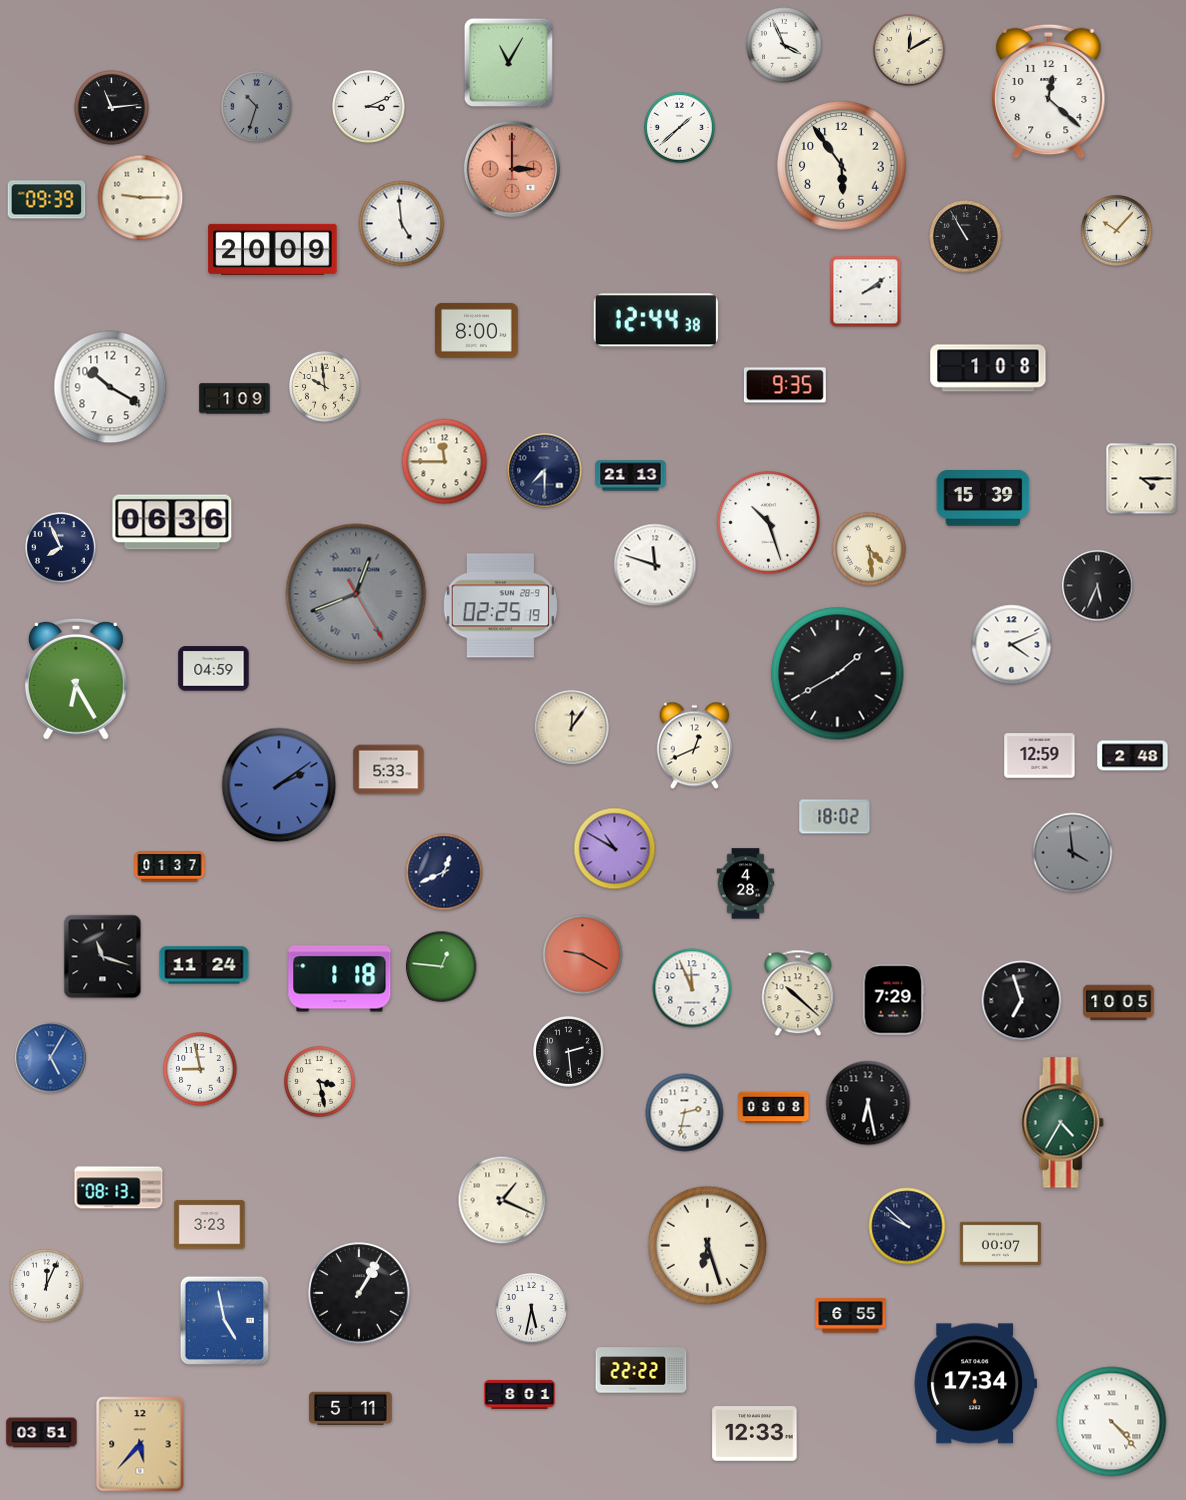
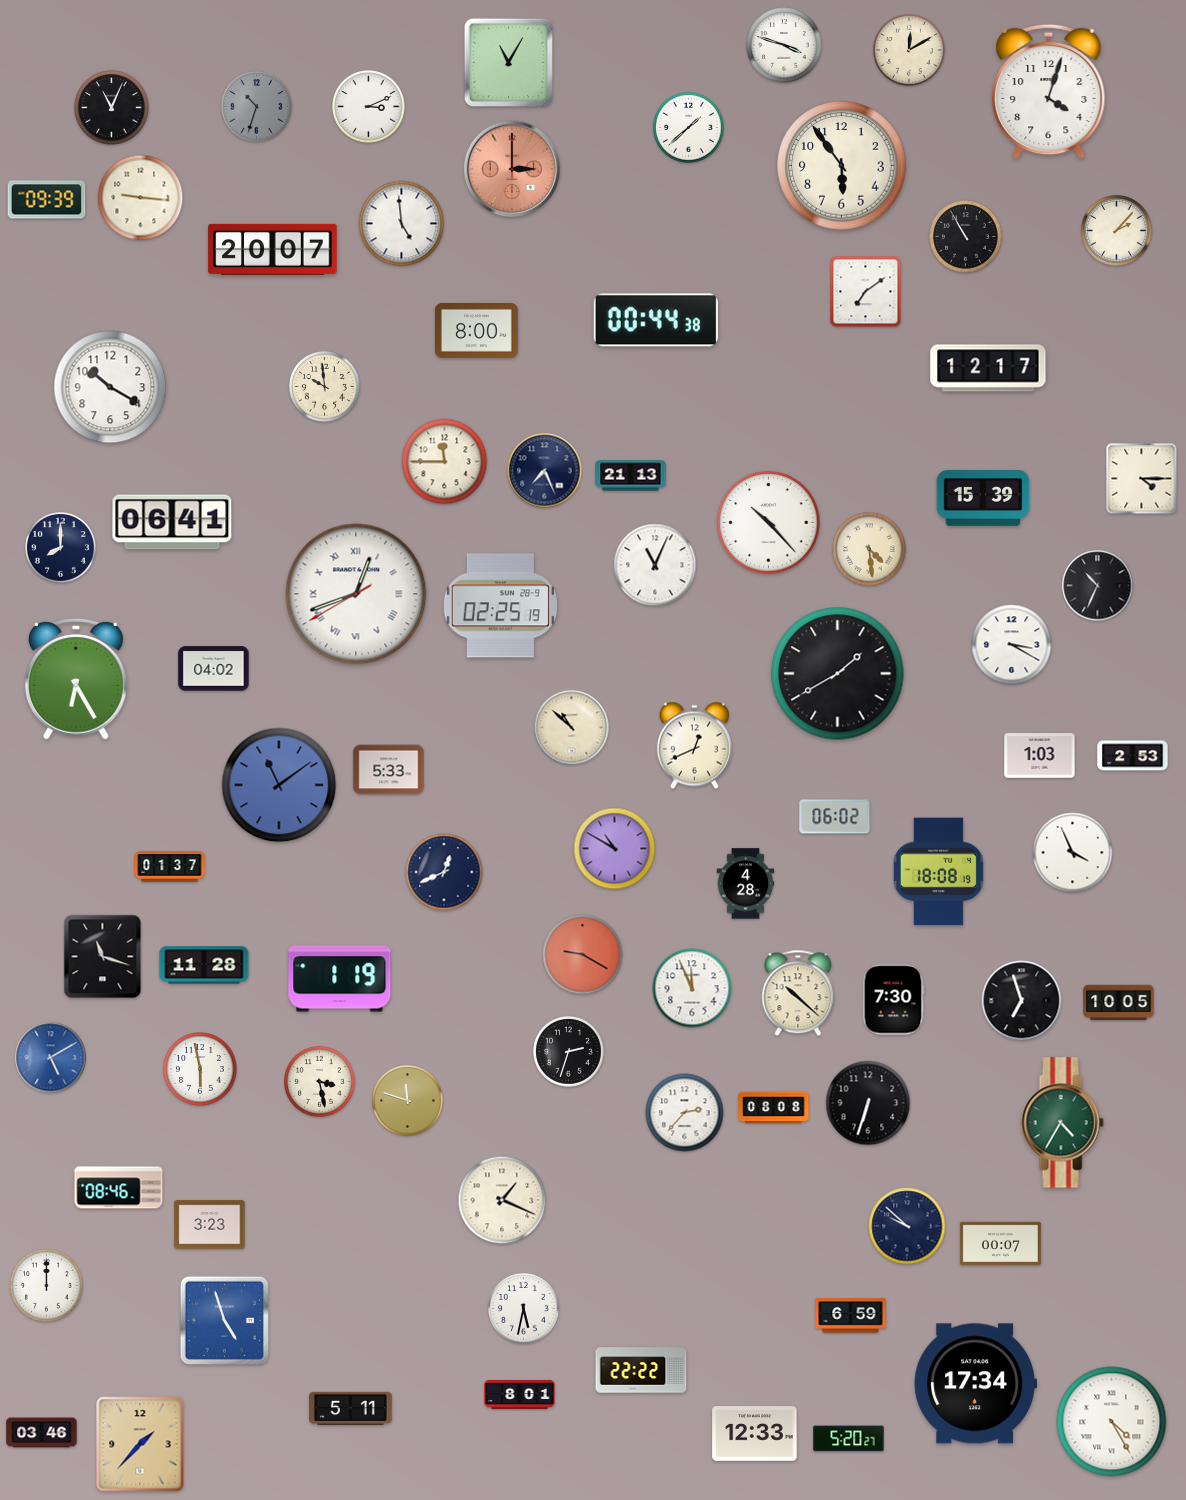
clock at (784, 45): 3:56 -> 3:48
clock at (1049, 92): 12:22 -> 4:03
clock at (112, 108): 11:14 -> 11:04
clock at (680, 128) position: (680, 128) -> (689, 128)
clock at (141, 198): 9:15 -> 9:16
clock at (1117, 231): 10:07 -> 2:07
clock at (273, 249): 20:09 -> 20:07
clock at (866, 292): 2:09 -> 7:09
clock at (656, 320): 12:44 -> 00:44
clock at (988, 368): 1:08 -> 12:17
clock at (785, 385): 9:35 -> none
clock at (235, 399): 1:09 -> none
clock at (545, 471): 7:30 -> 7:26
clock at (172, 522): 06:36 -> 06:41
clock at (769, 523): 10:27 -> 10:23
clock at (61, 548): 7:56 -> 8:00
clock at (655, 565): 11:48 -> 11:04
clock at (1098, 586): 5:34 -> 10:34
clock at (356, 594): 12:41:25 -> 12:41:40
clock at (356, 594) dial: grey -> white
clock at (1012, 645): 4:11 -> 3:20
clock at (214, 669): 04:59 -> 04:02
clock at (572, 728): 12:06 -> 10:52
clock at (1040, 756): 12:59 -> 1:03
clock at (1133, 756): 2:48 -> 2:53
clock at (279, 785): 2:09 -> 11:09
clock at (835, 817): 18:02 -> 06:02
clock at (1073, 853): 3:59 -> 3:56
clock at (1073, 853) dial: grey -> white
clock at (938, 872): none -> 18:08
clock at (204, 965): 11:24 -> 11:28
clock at (442, 967): 12:46 -> none
clock at (340, 979): 1:18 -> 1:19
clock at (893, 1000): 7:29 -> 7:30
clock at (569, 1052): 2:29 -> 2:33
clock at (51, 1058): 5:05 -> 5:10
clock at (200, 1069): 8:58 -> 5:58
clock at (408, 1101): none -> 11:48
clock at (868, 1103): 6:28 -> 6:33
clock at (685, 1113): 2:32 -> 2:37
clock at (119, 1188): 08:13 -> 08:46
clock at (708, 1246): 6:27 -> none
clock at (47, 1286): 12:04 -> 12:00
clock at (359, 1293): 1:05 -> none
clock at (532, 1309) position: (532, 1309) -> (524, 1309)
clock at (851, 1316): 6:55 -> 6:59
clock at (224, 1320): 4:58 -> 4:57
clock at (1112, 1422): 4:23 -> 4:25
clock at (42, 1433): 03:51 -> 03:46
clock at (849, 1439): none -> 5:20
clock at (140, 1444): 5:37 -> 1:37
